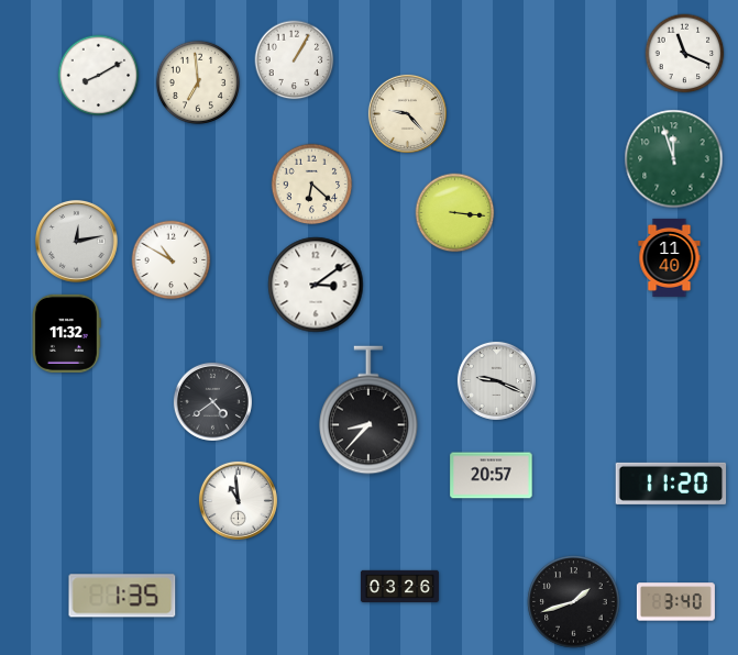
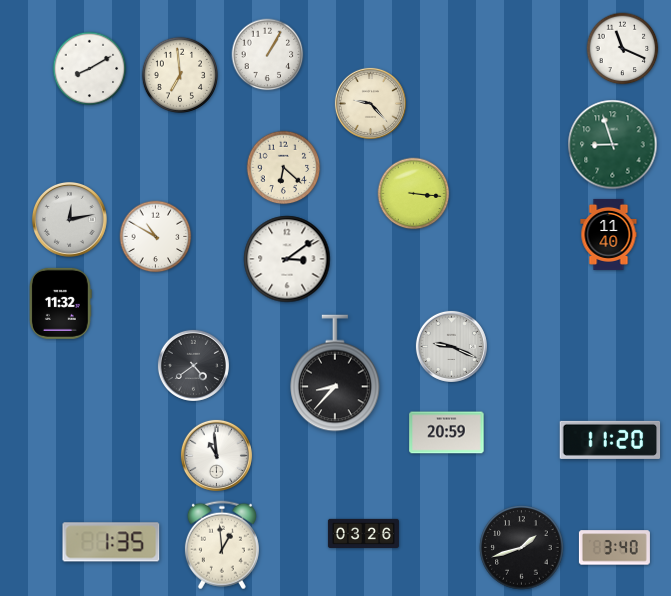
clock at (674, 159): 11:57 -> 8:57
clock at (492, 476): 20:57 -> 20:59
clock at (222, 545): none -> 12:59
